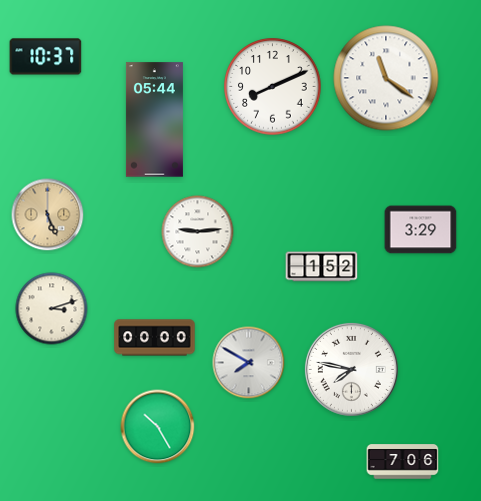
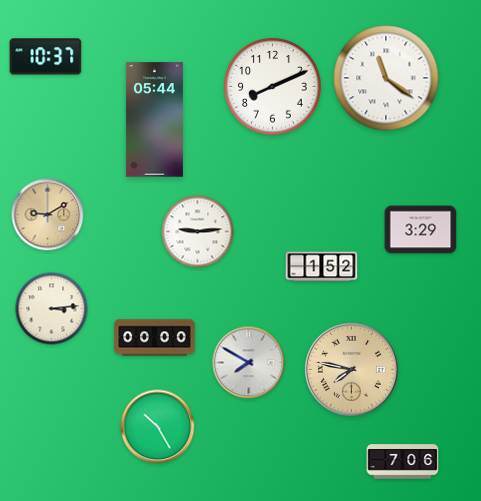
clock at (48, 215): 5:26 -> 9:10
clock at (52, 309): 3:12 -> 3:14
clock at (351, 369) dial: white -> champagne
